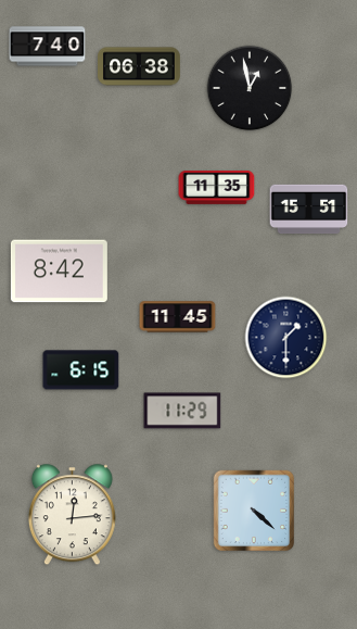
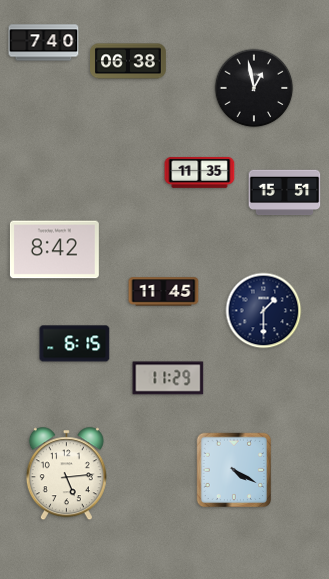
clock at (250, 88) position: (250, 88) -> (254, 88)
clock at (81, 370) position: (81, 370) -> (75, 344)
clock at (254, 511): 4:22 -> 4:20
clock at (72, 515): 12:14 -> 5:14
